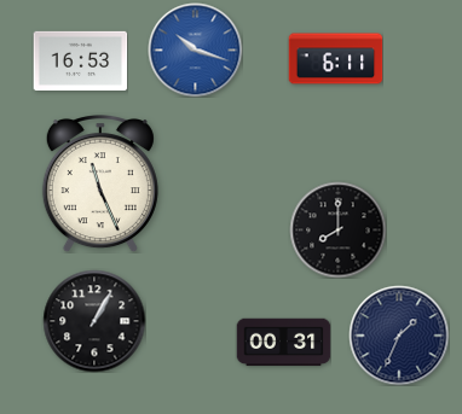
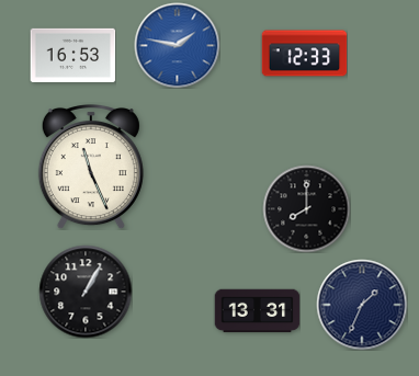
clock at (195, 49): 10:18 -> 1:47
clock at (335, 59): 6:11 -> 12:33
clock at (283, 343): 00:31 -> 13:31
